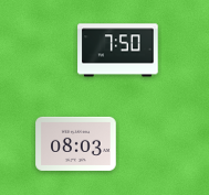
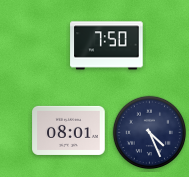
clock at (76, 143): 08:03 -> 08:01
clock at (150, 133): none -> 4:26
